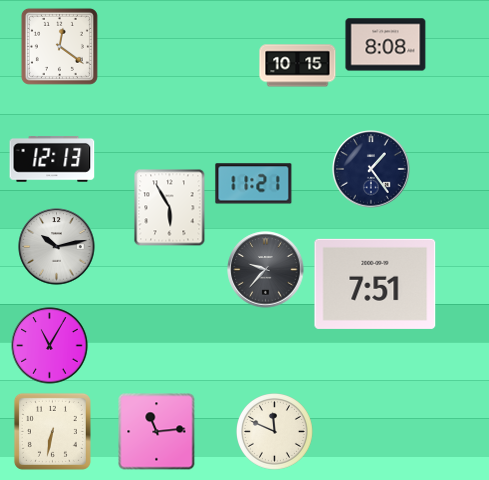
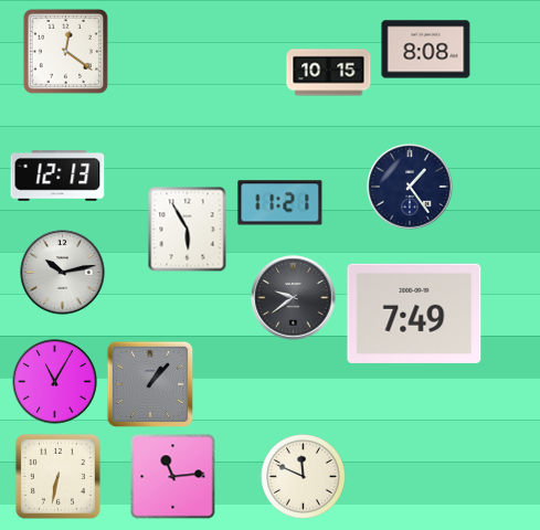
clock at (266, 270): 9:37 -> 9:39
clock at (375, 284): 7:51 -> 7:49
clock at (150, 384): none -> 1:07
